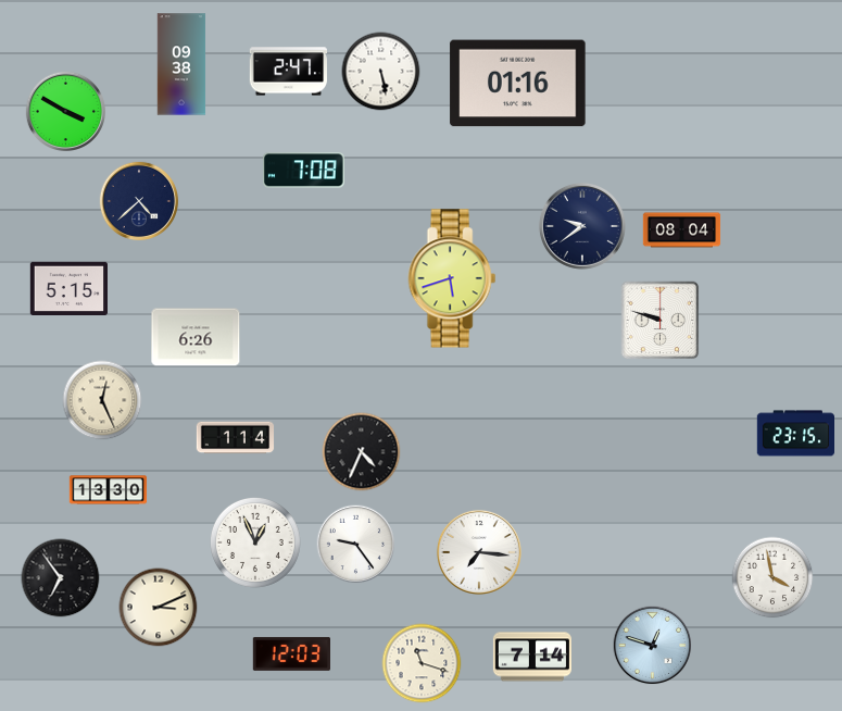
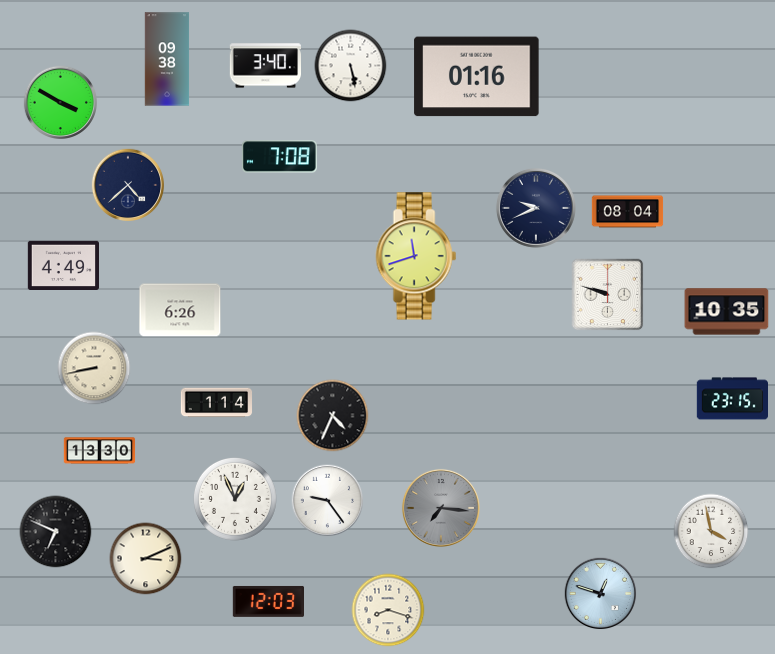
clock at (288, 72): 2:47 -> 3:40
clock at (582, 226): 9:39 -> 9:41
clock at (452, 278): 5:42 -> 11:42
clock at (68, 288): 5:15 -> 4:49
clock at (727, 312): none -> 10:35
clock at (102, 400): 12:26 -> 8:43
clock at (479, 552) dial: white -> grey
clock at (61, 578): 6:54 -> 6:49
clock at (532, 657): 7:14 -> none
clock at (422, 663): 11:18 -> 8:18
